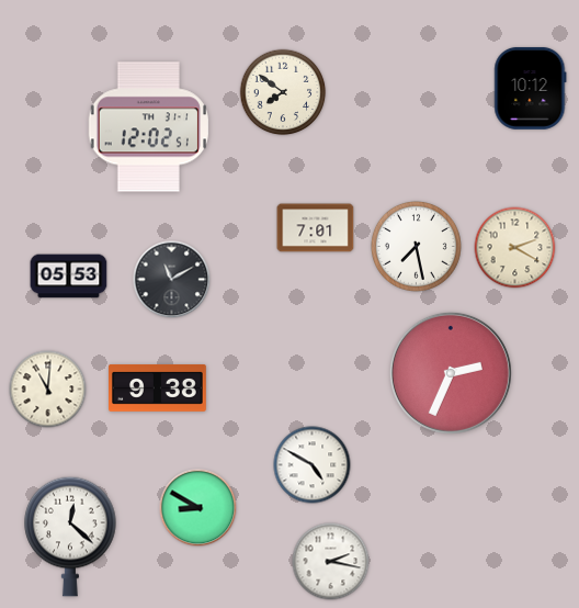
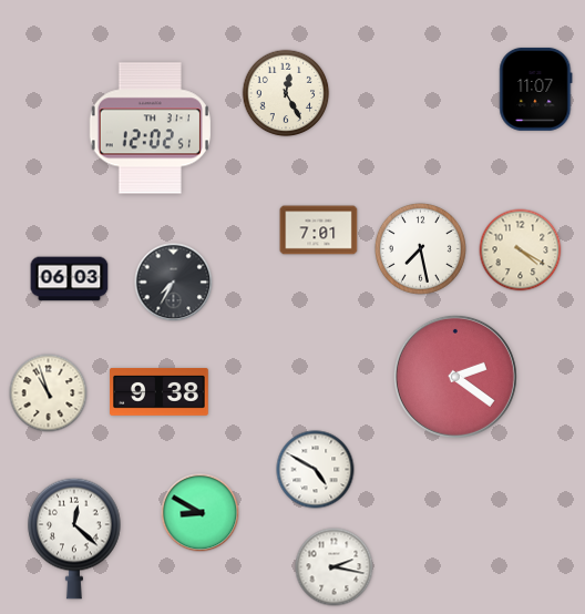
clock at (531, 88): 10:12 -> 11:07
clock at (283, 92): 7:51 -> 12:25
clock at (515, 248): 2:20 -> 4:20
clock at (69, 277): 05:53 -> 06:03
clock at (172, 280): 11:10 -> 7:35
clock at (451, 373): 2:34 -> 2:21
clock at (48, 390): 11:01 -> 10:57
clock at (70, 537) position: (70, 537) -> (74, 539)
